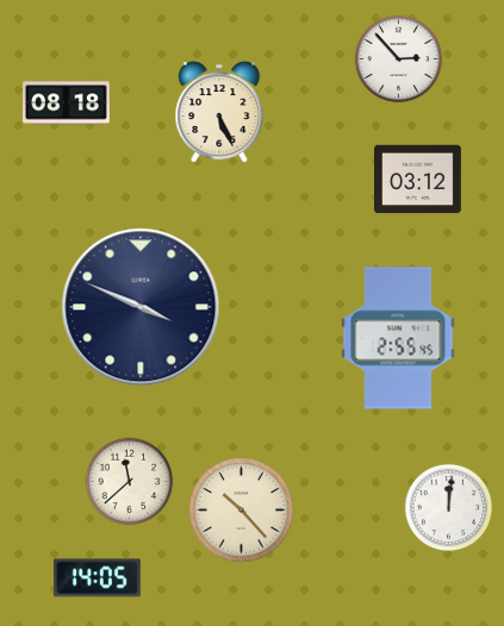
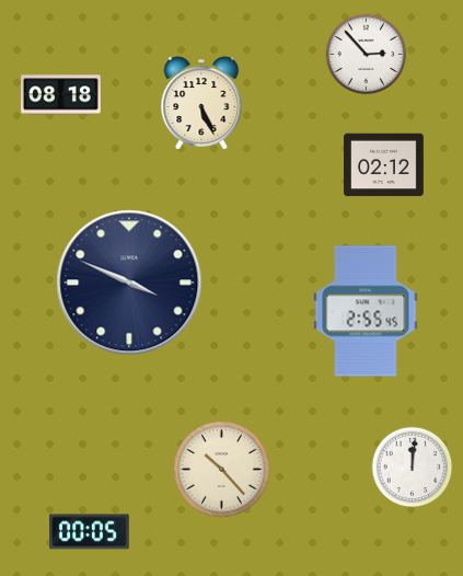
clock at (418, 180): 03:12 -> 02:12
clock at (130, 482): 11:38 -> none
clock at (98, 578): 14:05 -> 00:05
